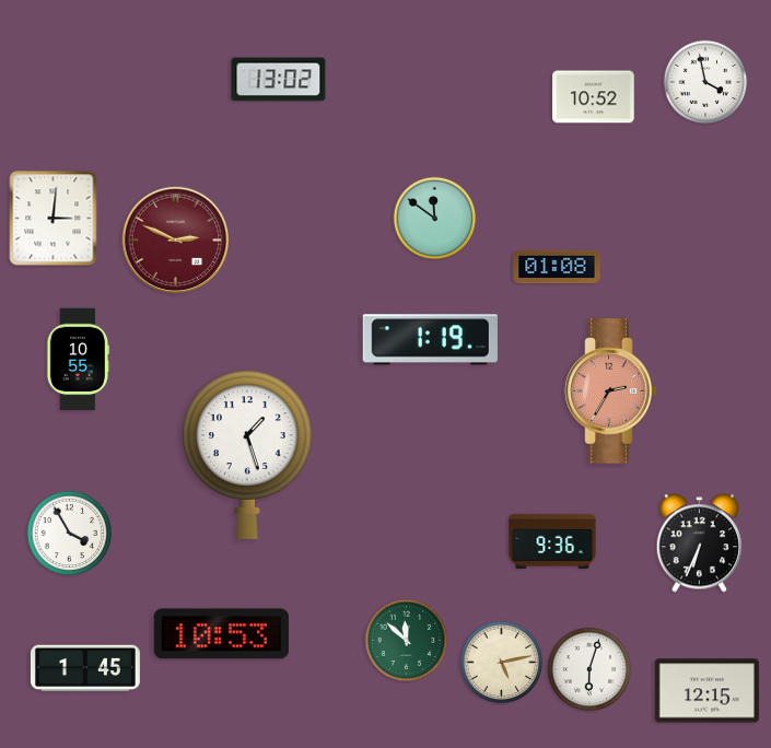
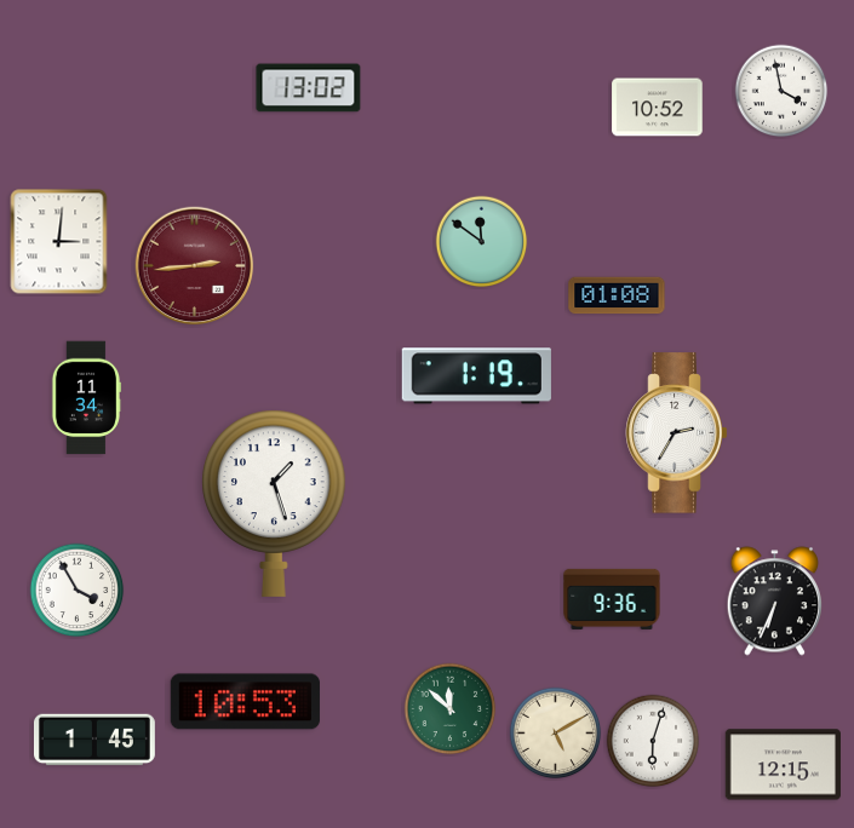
clock at (176, 241): 2:49 -> 2:44
clock at (78, 360): 10:55 -> 11:34
clock at (611, 391) dial: salmon -> white
clock at (502, 663): 5:13 -> 5:10
